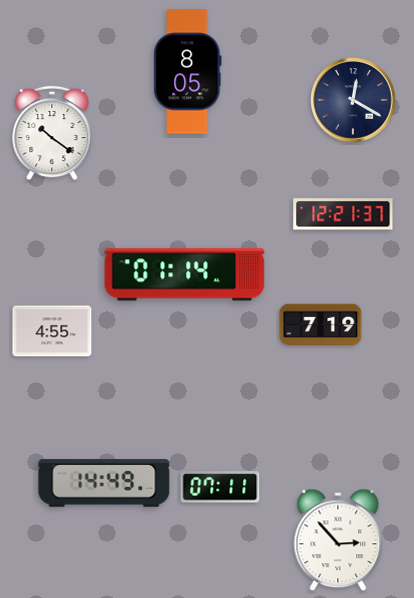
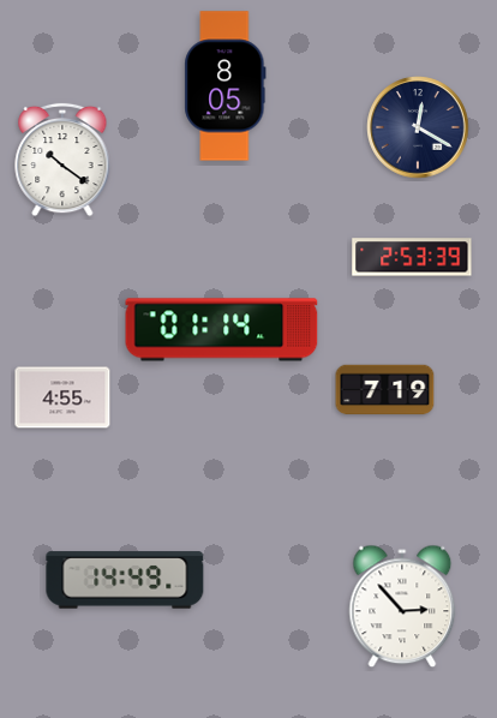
clock at (353, 100) position: (353, 100) -> (418, 127)
clock at (343, 214): 12:21 -> 2:53
clock at (220, 487): 07:11 -> none
clock at (338, 540) position: (338, 540) -> (402, 606)
